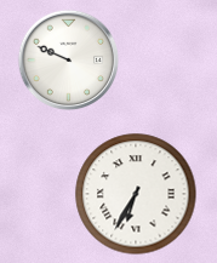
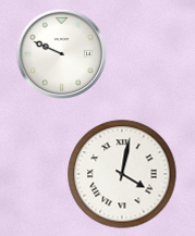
clock at (136, 194): 6:35 -> 4:02
